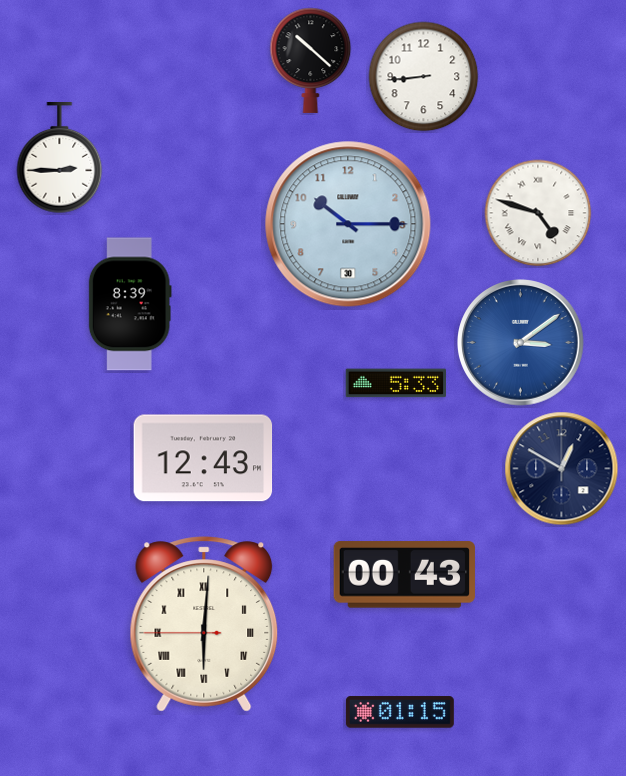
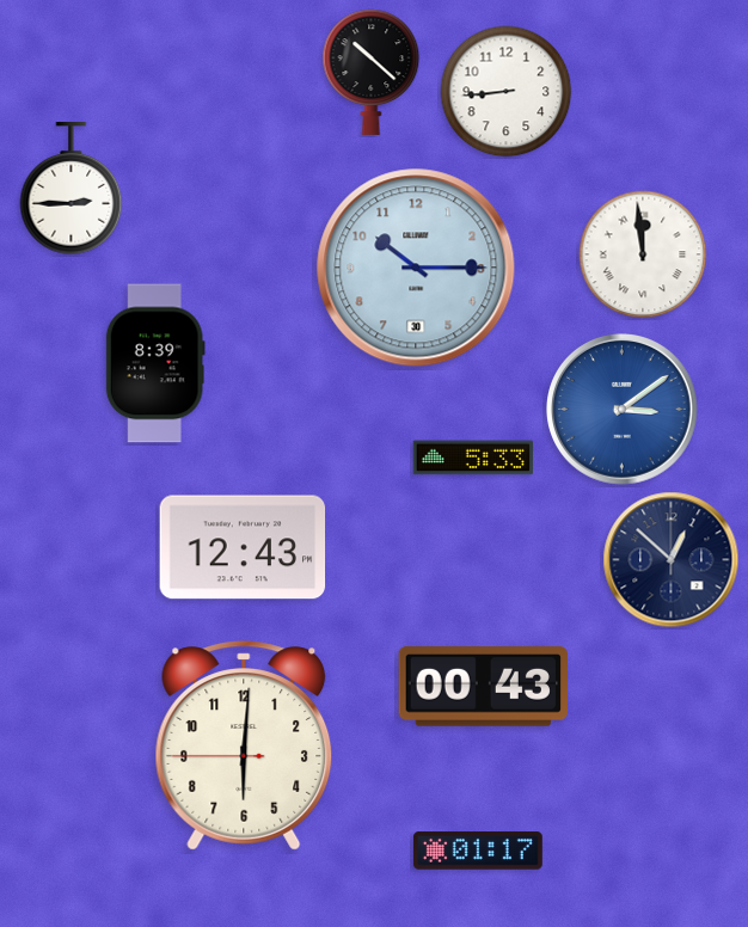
clock at (538, 213): 4:48 -> 11:59
clock at (562, 469): 12:50 -> 12:52
clock at (204, 624) numerals: Roman -> Arabic
clock at (400, 712): 01:15 -> 01:17
